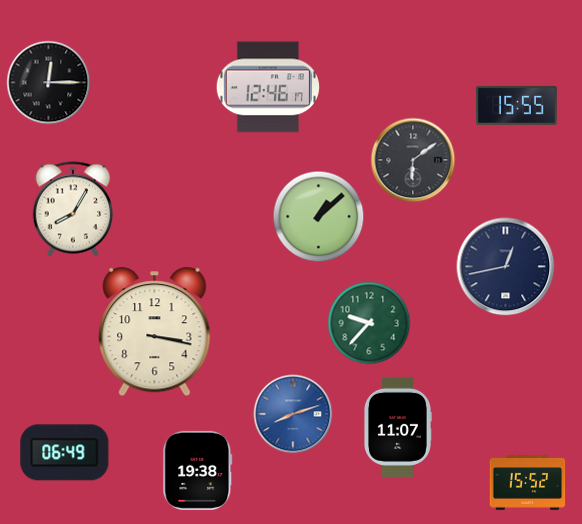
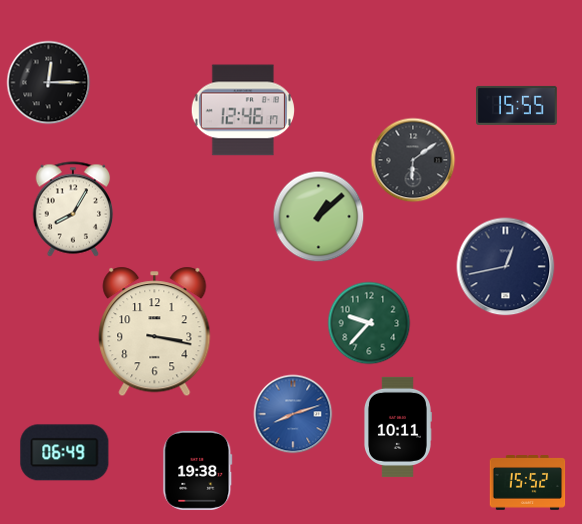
clock at (268, 87) position: (268, 87) -> (243, 110)
clock at (398, 427): 11:07 -> 10:11
